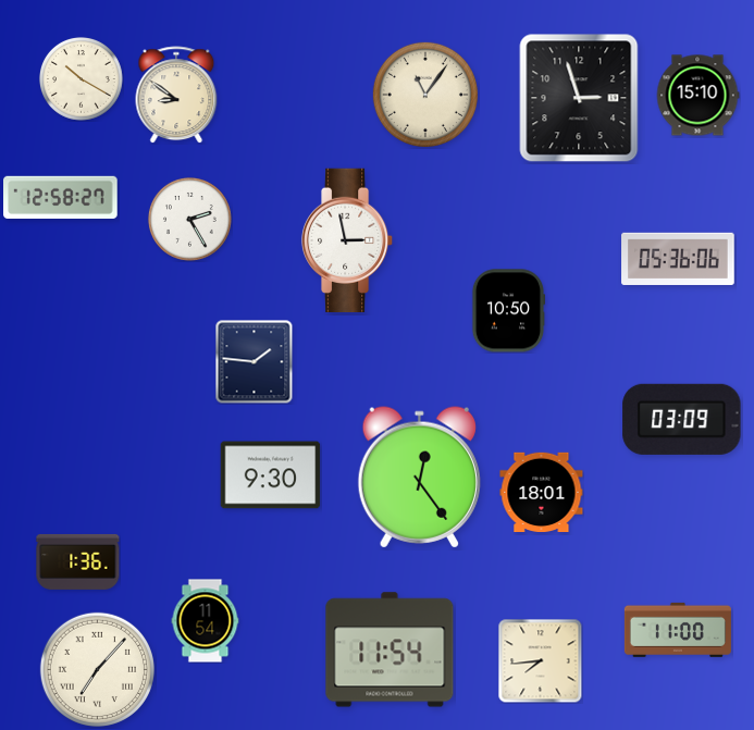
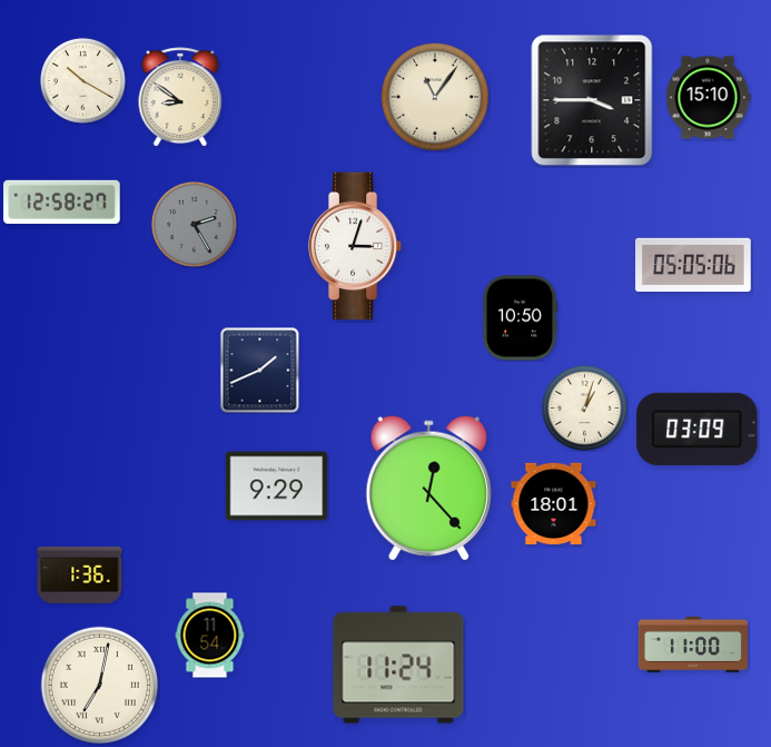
clock at (697, 96) position: (697, 96) -> (708, 98)
clock at (579, 98): 2:57 -> 3:45
clock at (190, 220) dial: white -> grey
clock at (347, 239): 2:58 -> 3:03
clock at (678, 259): 05:36 -> 05:05
clock at (255, 361): 1:46 -> 1:41
clock at (585, 409): none -> 1:03
clock at (271, 475): 9:30 -> 9:29
clock at (419, 478): 12:24 -> 12:23
clock at (390, 649): 11:54 -> 11:24
clock at (540, 660): 7:44 -> none
clock at (97, 669): 7:07 -> 7:02
